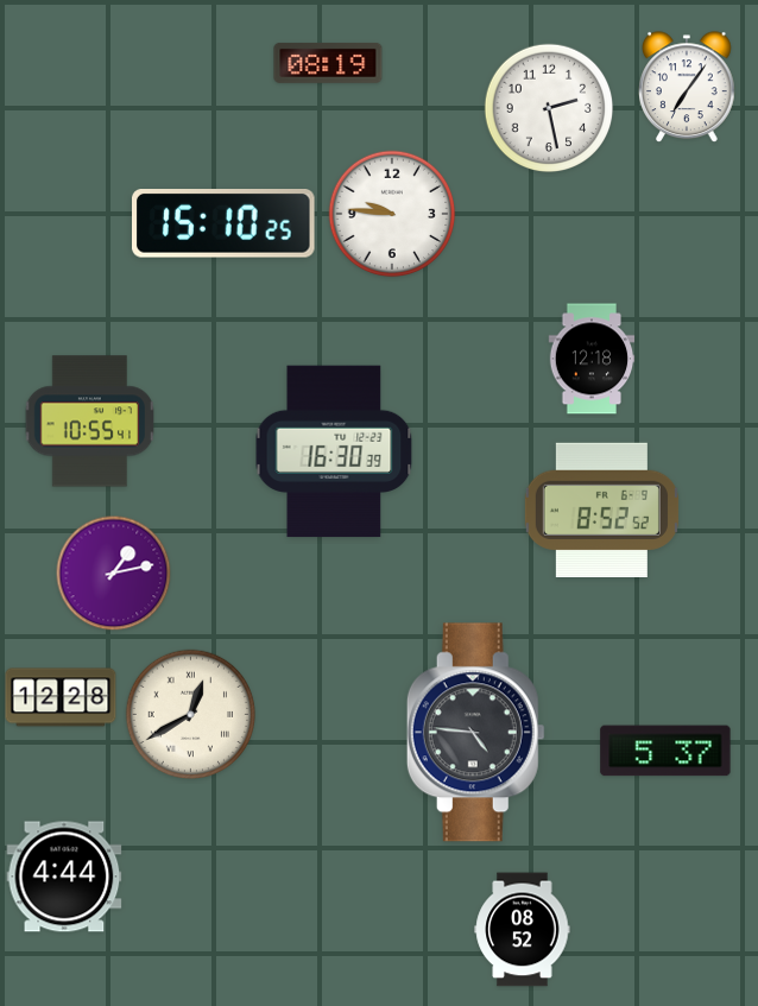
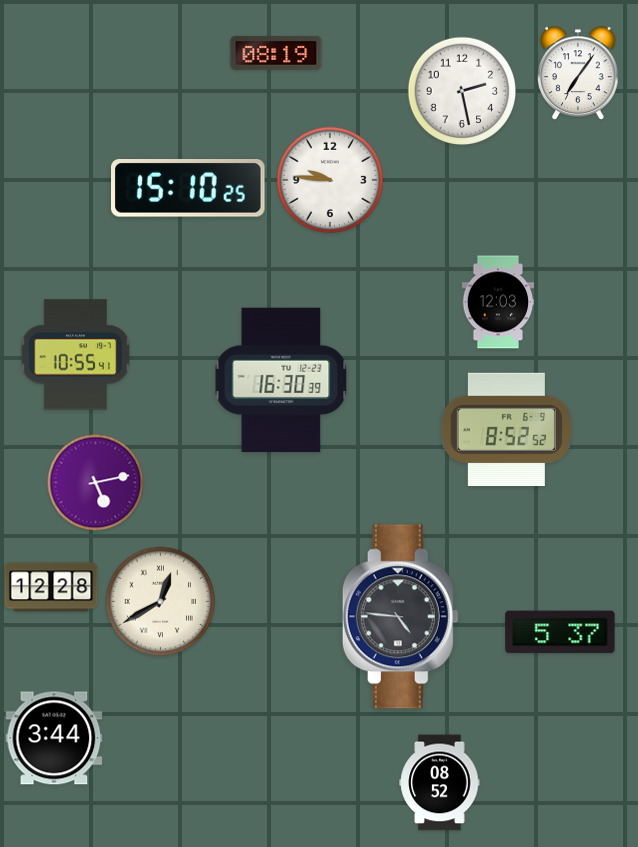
clock at (592, 359): 12:18 -> 12:03
clock at (114, 574): 1:13 -> 5:13
clock at (64, 877): 4:44 -> 3:44
